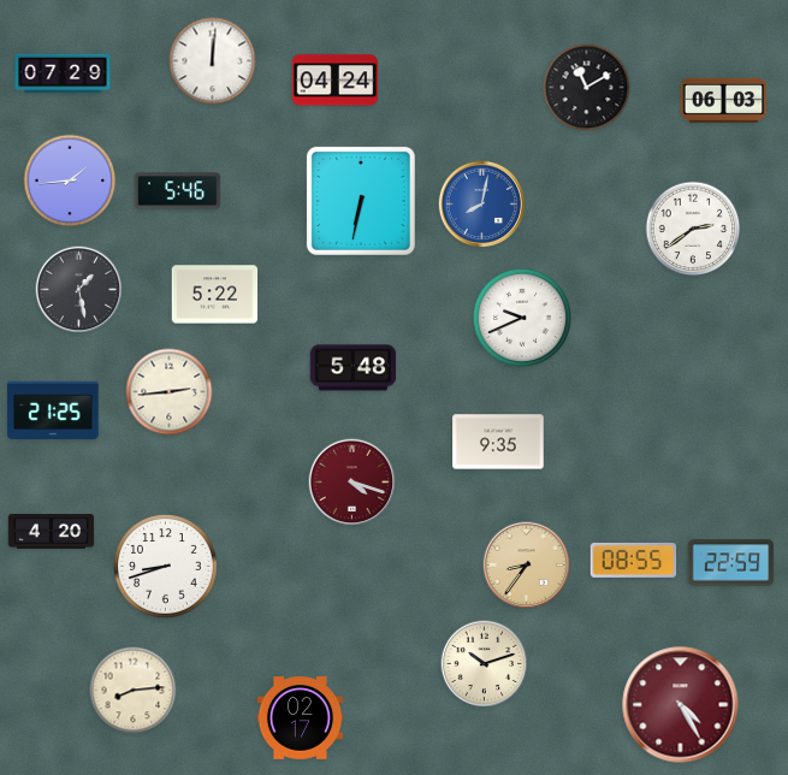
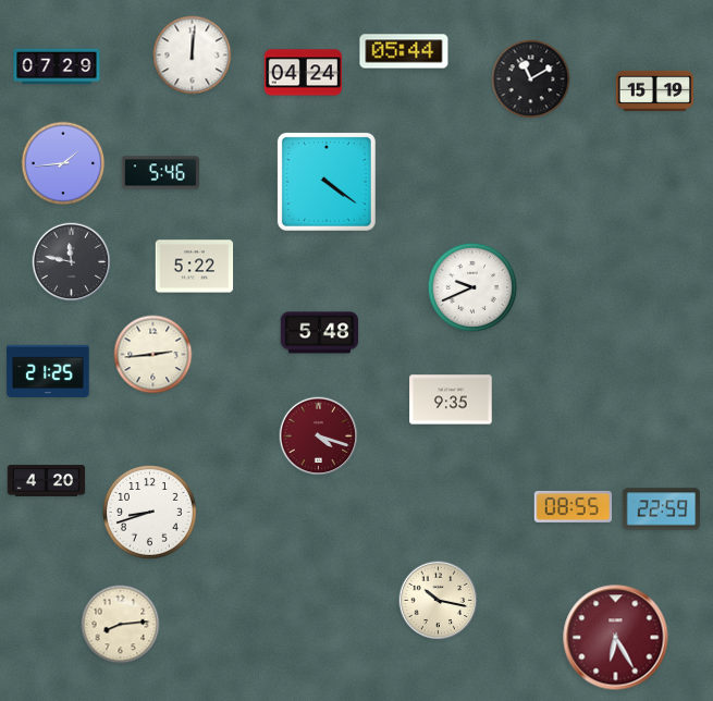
clock at (404, 51): none -> 05:44
clock at (724, 100): 06:03 -> 15:19
clock at (361, 201): 6:32 -> 4:21
clock at (482, 205): 8:02 -> none
clock at (693, 229): 2:39 -> none
clock at (79, 290): 1:28 -> 11:47
clock at (527, 566): 8:36 -> none
clock at (485, 664): 10:12 -> 10:17
clock at (681, 705): 4:25 -> 6:25
clock at (301, 718): 02:17 -> none
